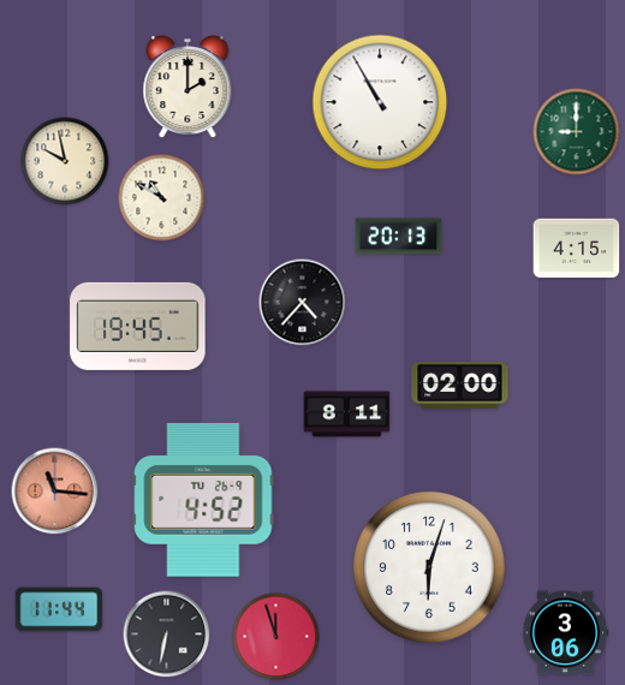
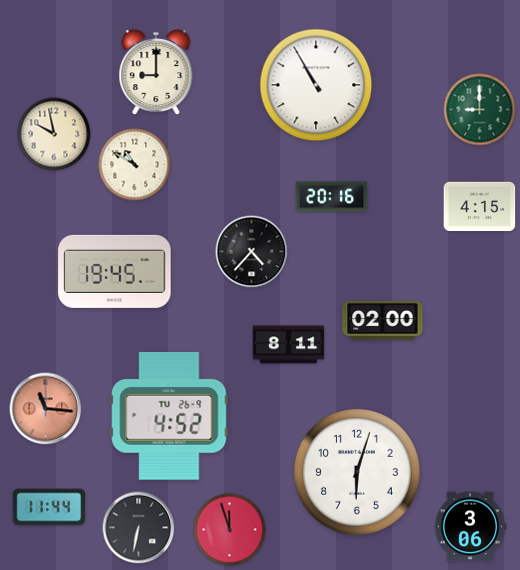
clock at (187, 88): 2:00 -> 9:00
clock at (399, 237): 20:13 -> 20:16
